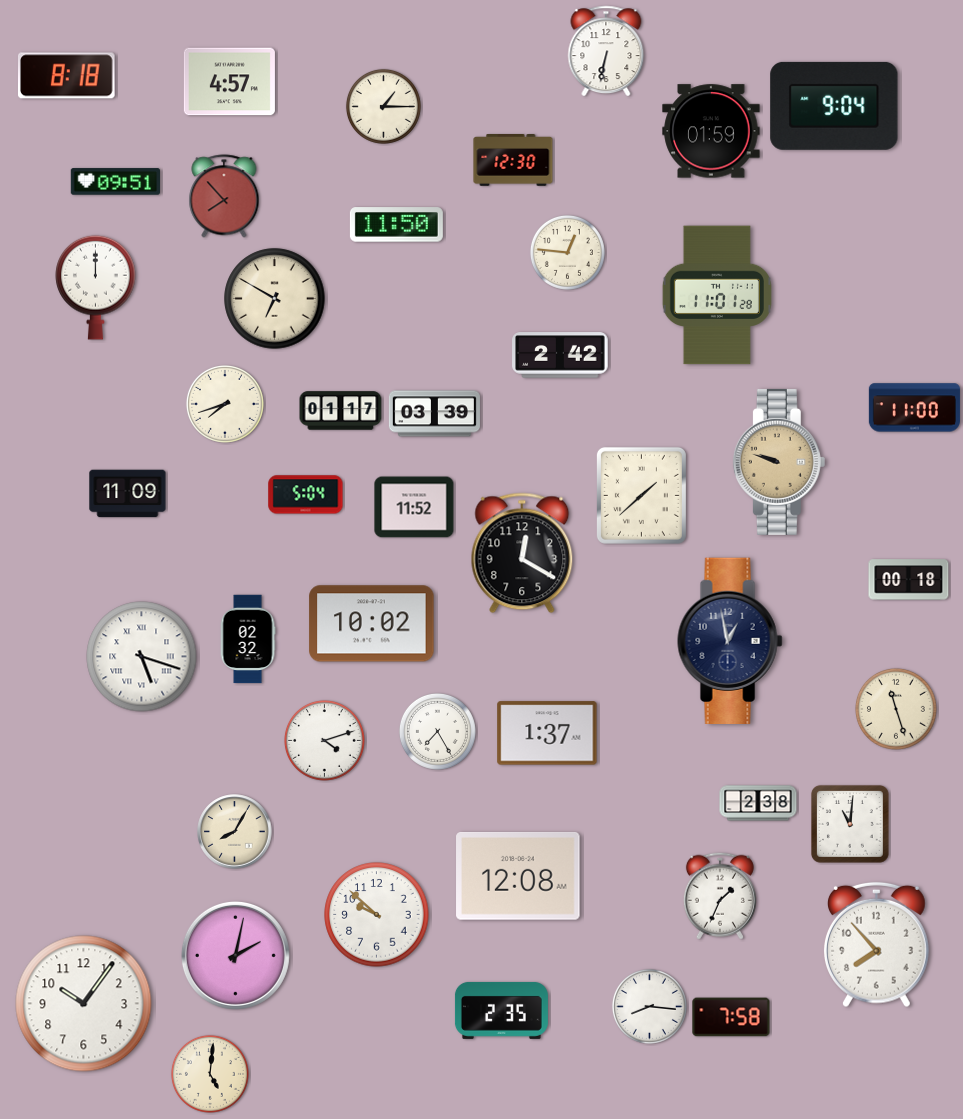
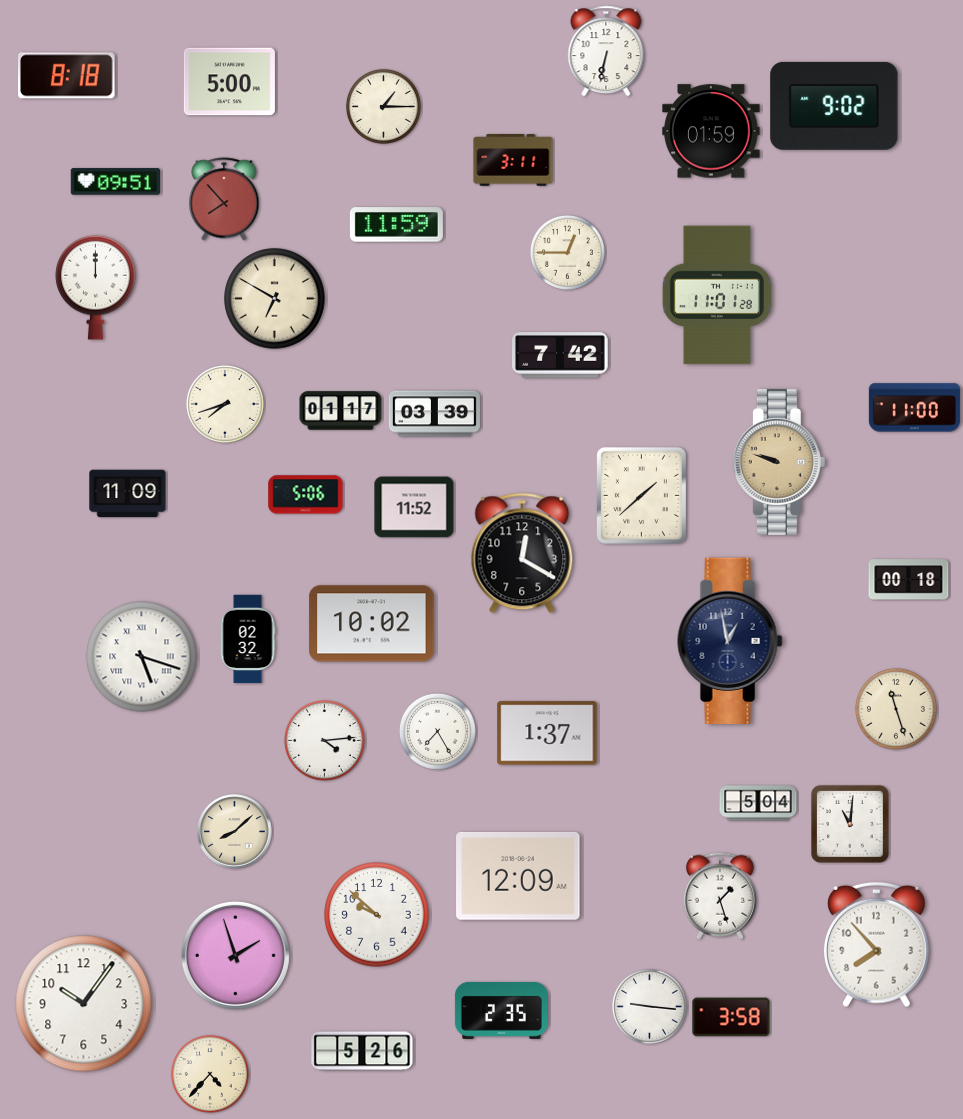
clock at (229, 82): 4:57 -> 5:00
clock at (834, 106): 9:04 -> 9:02
clock at (513, 161): 12:30 -> 3:11
clock at (224, 196) position: (224, 196) -> (224, 199)
clock at (396, 225): 11:50 -> 11:59
clock at (567, 252): 12:46 -> 12:45
clock at (560, 355): 2:42 -> 7:42
clock at (306, 495): 5:04 -> 5:06
clock at (324, 740): 4:12 -> 4:14
clock at (758, 803): 2:38 -> 5:04
clock at (235, 832): 8:05 -> 8:08
clock at (518, 876): 12:08 -> 12:09
clock at (720, 896): 1:34 -> 1:27
clock at (235, 955): 2:02 -> 1:57
clock at (649, 1006): 8:16 -> 9:16
clock at (731, 1017): 7:58 -> 3:58
clock at (362, 1051): none -> 5:26
clock at (210, 1074): 5:01 -> 4:37
